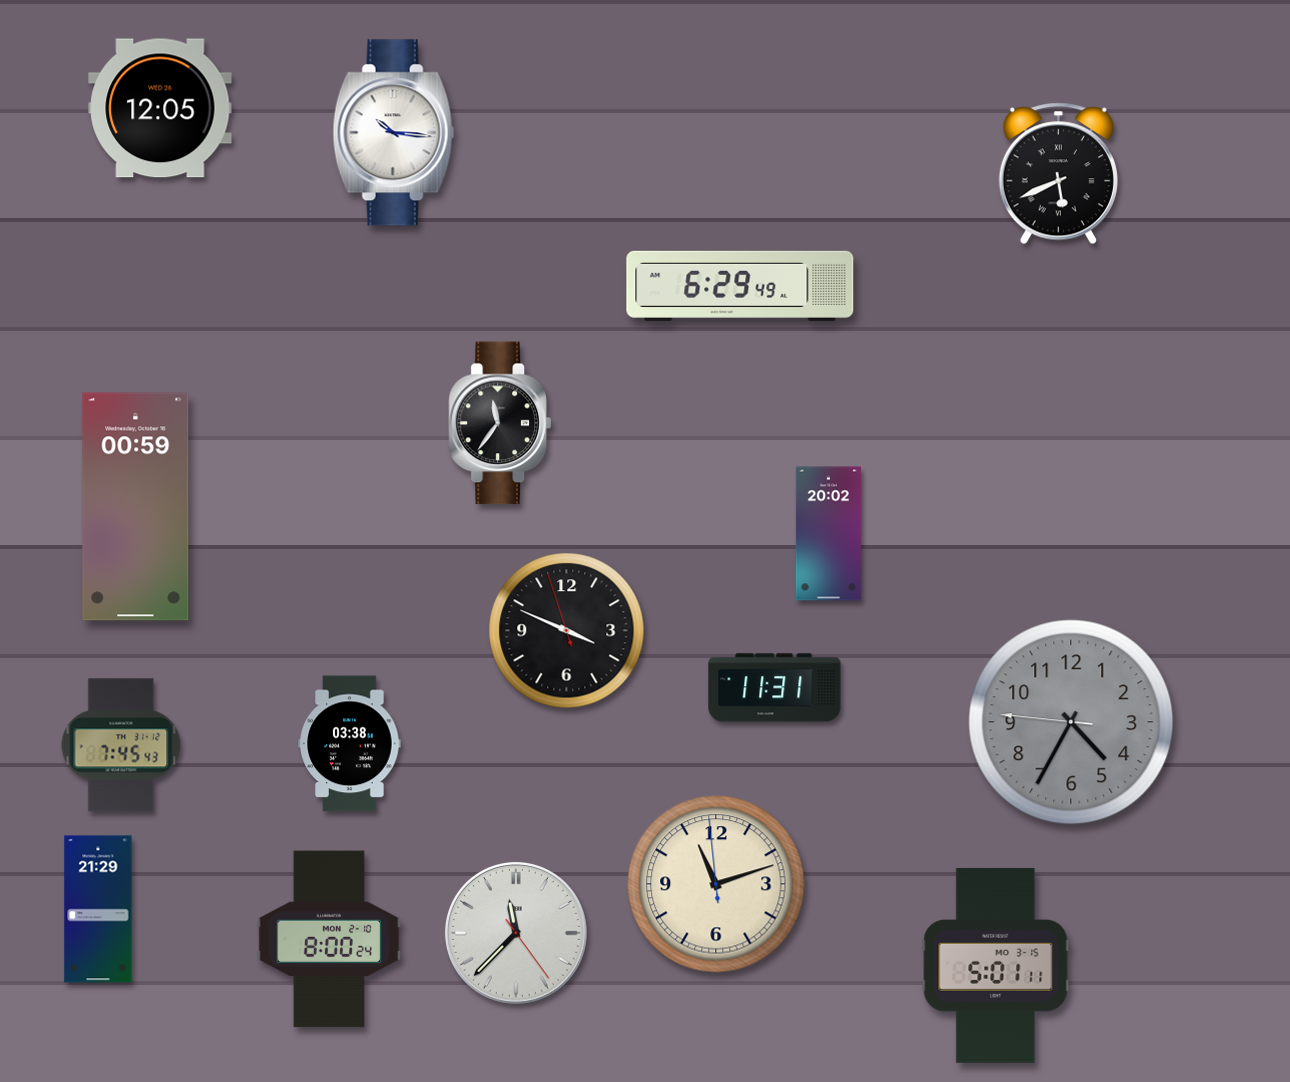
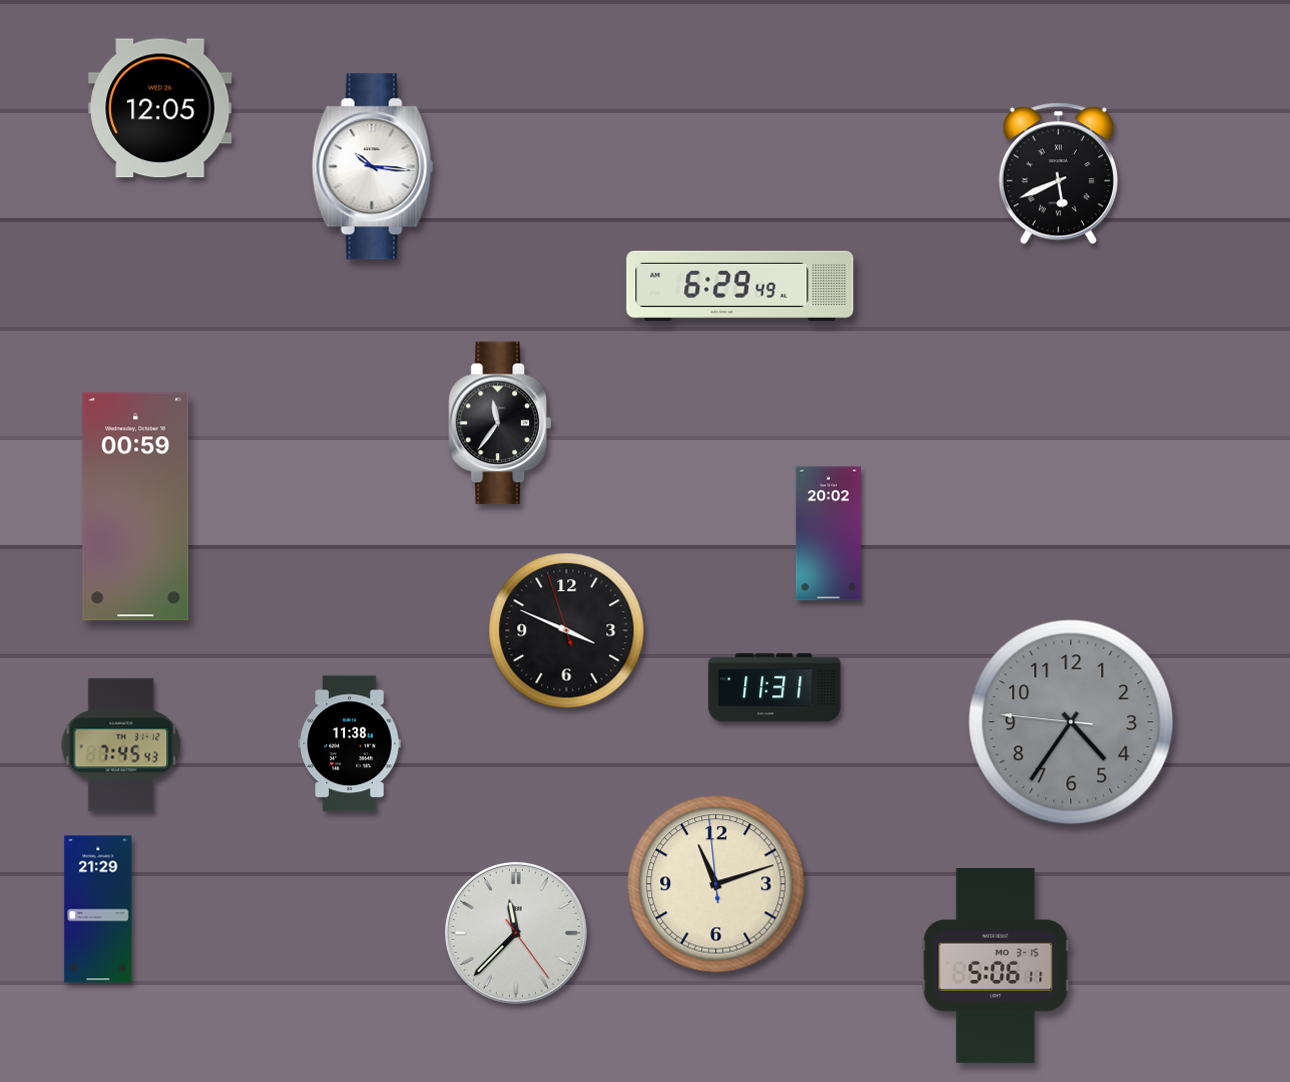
clock at (394, 133) position: (394, 133) -> (373, 167)
clock at (1071, 722): 4:34 -> 4:35
clock at (350, 744): 03:38 -> 11:38
clock at (329, 939): 8:00 -> none
clock at (996, 965): 5:01 -> 5:06
